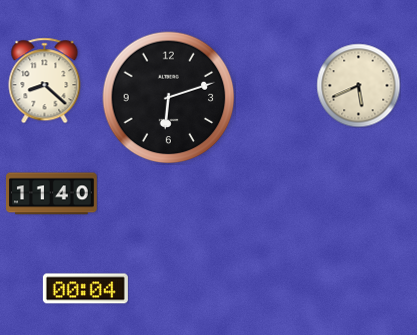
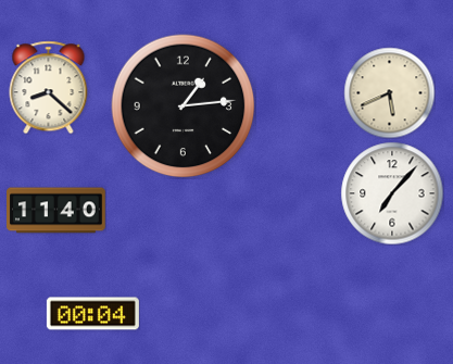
clock at (169, 98): 6:12 -> 1:14
clock at (392, 193): none -> 7:07
